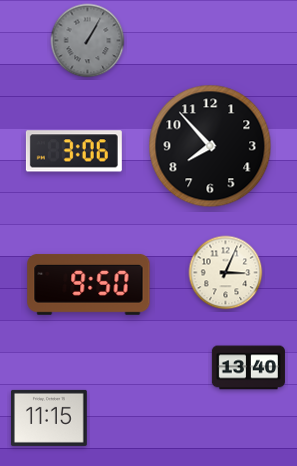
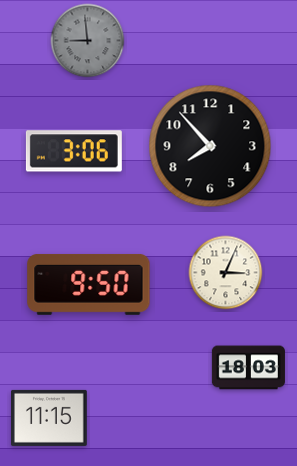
clock at (88, 41): 1:05 -> 8:59
clock at (248, 368): 13:40 -> 18:03
